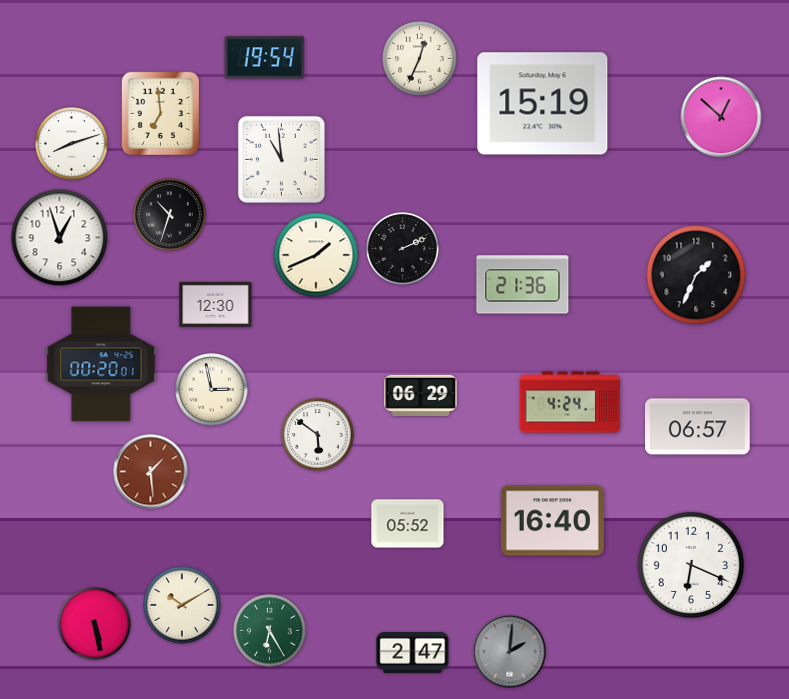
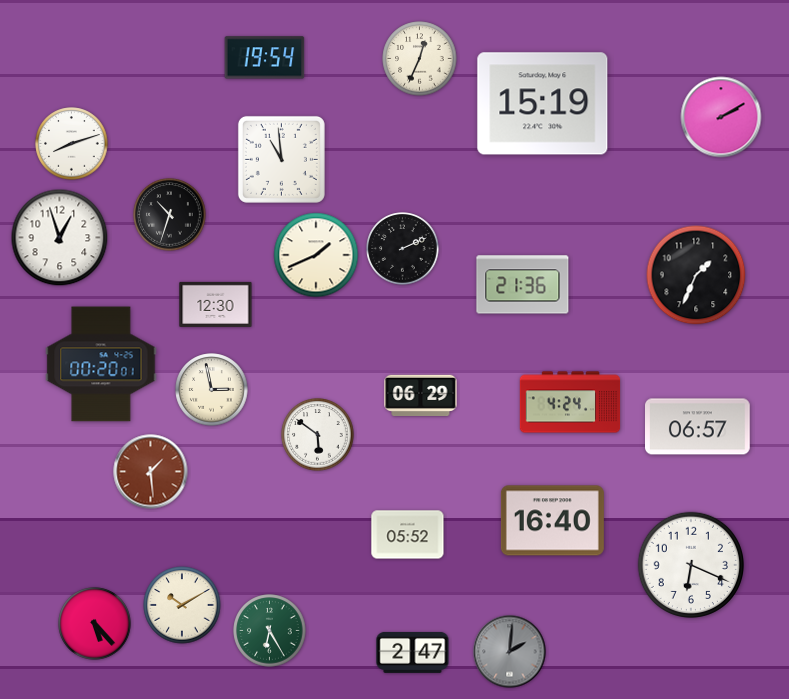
clock at (160, 114): 6:59 -> none
clock at (721, 117): 12:52 -> 2:10
clock at (408, 524) position: (408, 524) -> (408, 535)
clock at (95, 624): 5:28 -> 5:23
